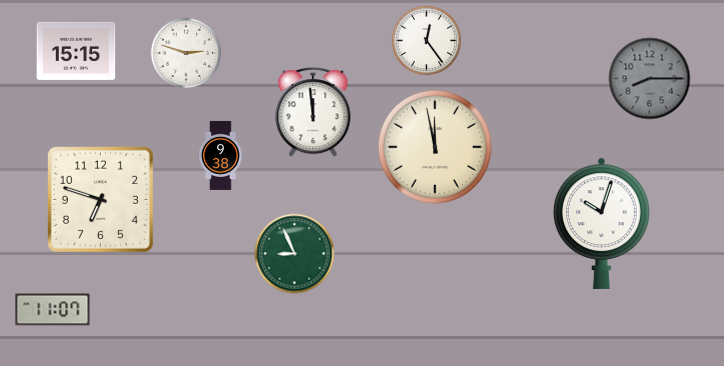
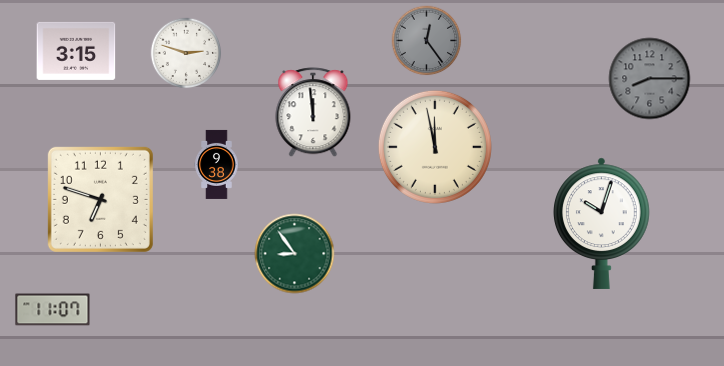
clock at (427, 41) dial: white -> grey
clock at (76, 51): 15:15 -> 3:15
clock at (221, 155) position: (221, 155) -> (217, 164)
clock at (295, 254): 8:56 -> 8:54
